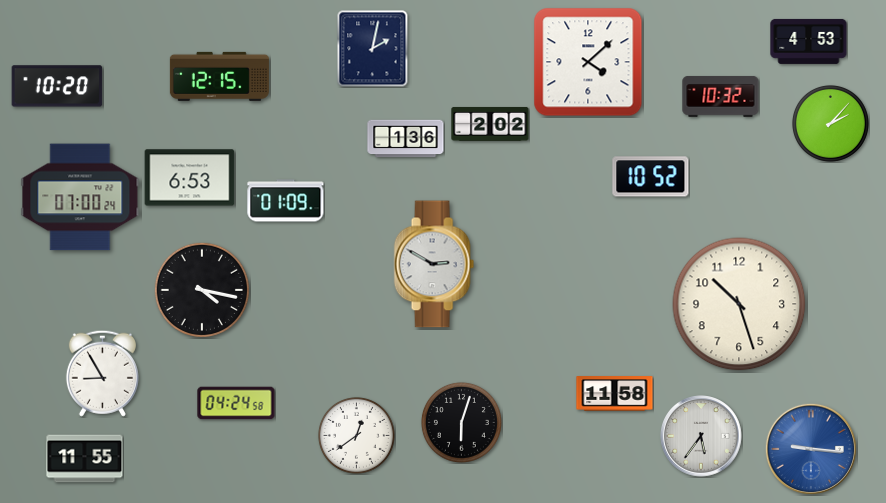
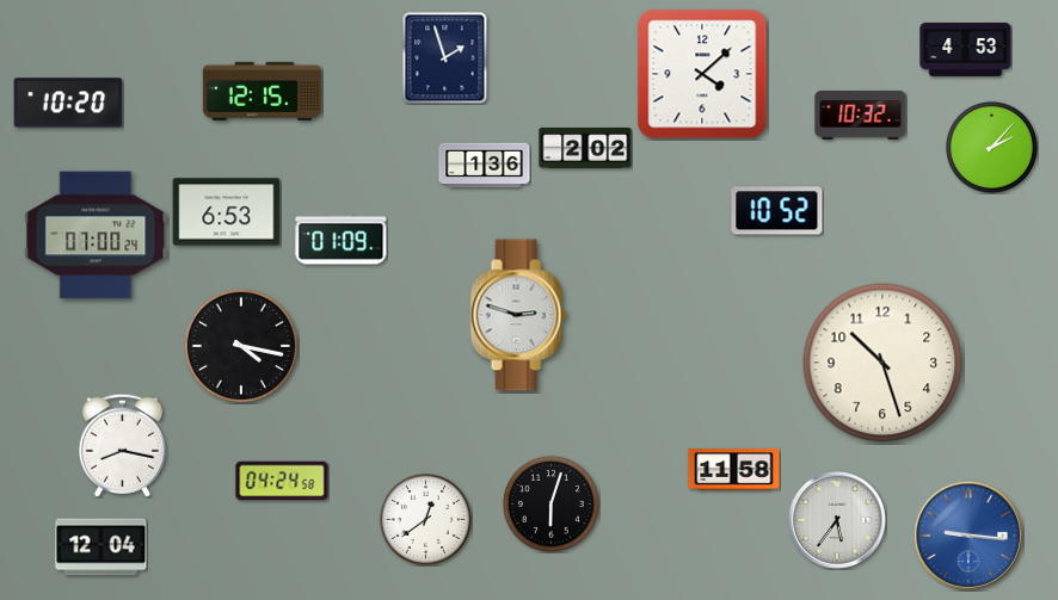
clock at (373, 48): 2:02 -> 1:57
clock at (434, 264): 2:50 -> 2:48
clock at (102, 373): 8:55 -> 8:17
clock at (85, 459): 11:55 -> 12:04
